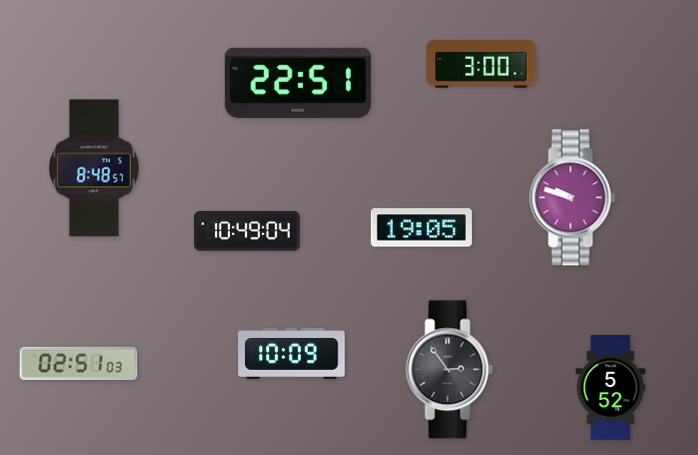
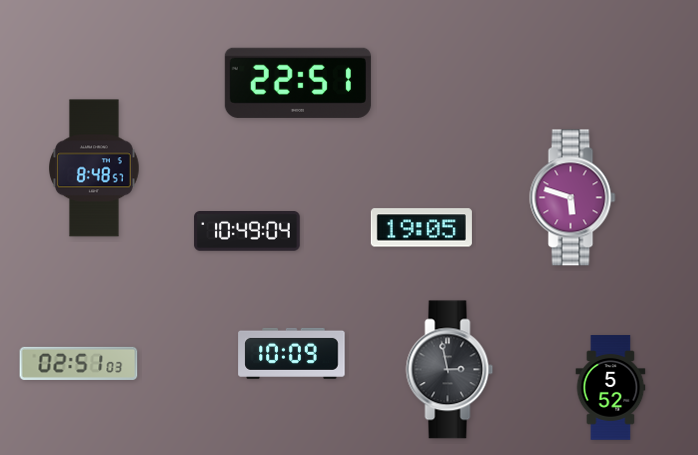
clock at (481, 64): 3:00 -> none
clock at (573, 198): 9:48 -> 5:48
clock at (450, 370): 2:54 -> 2:58
